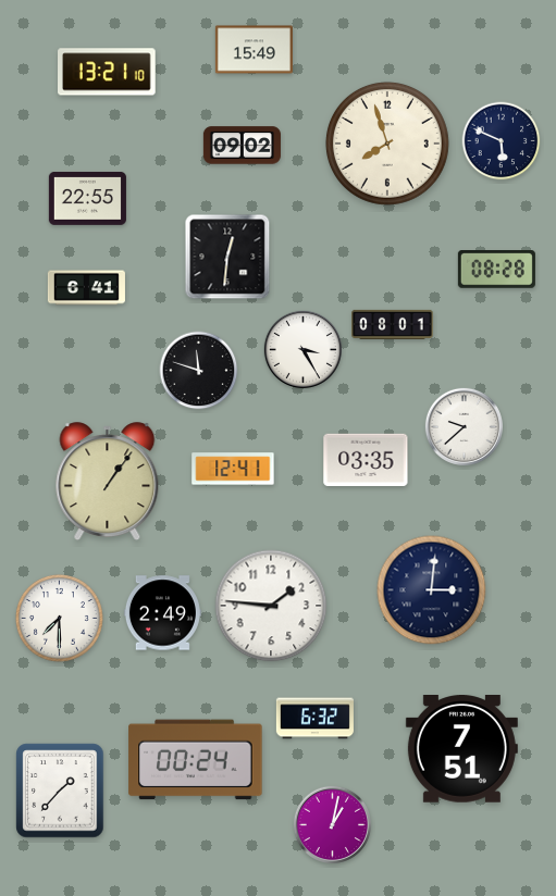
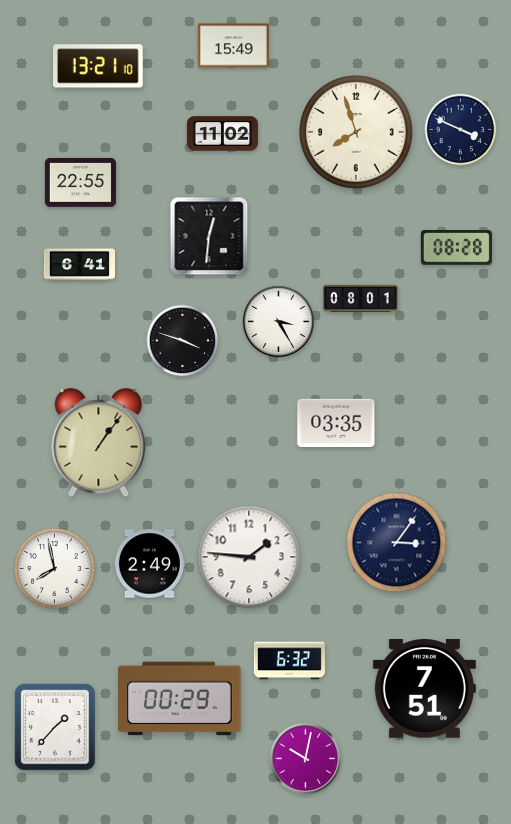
clock at (502, 141): 5:49 -> 3:49
clock at (242, 146): 09:02 -> 11:02
clock at (199, 371): 11:48 -> 3:48
clock at (464, 426): 9:38 -> none
clock at (233, 469): 12:41 -> none
clock at (432, 590): 3:01 -> 3:06
clock at (59, 618): 7:30 -> 7:58
clock at (196, 760): 00:24 -> 00:29
clock at (332, 824): 1:02 -> 10:02
